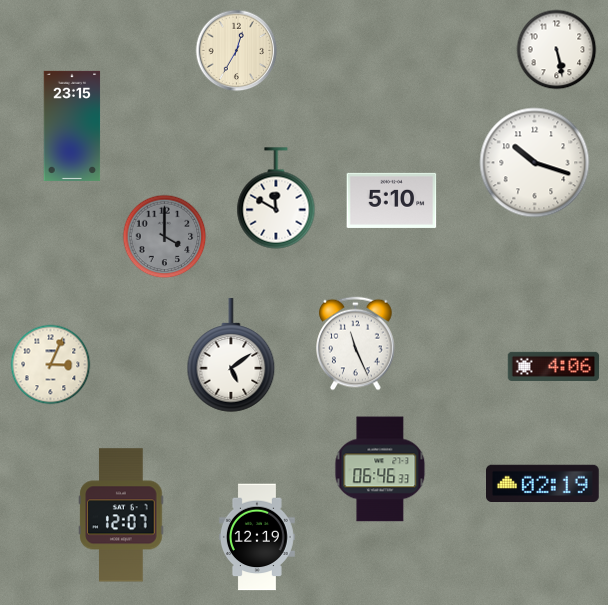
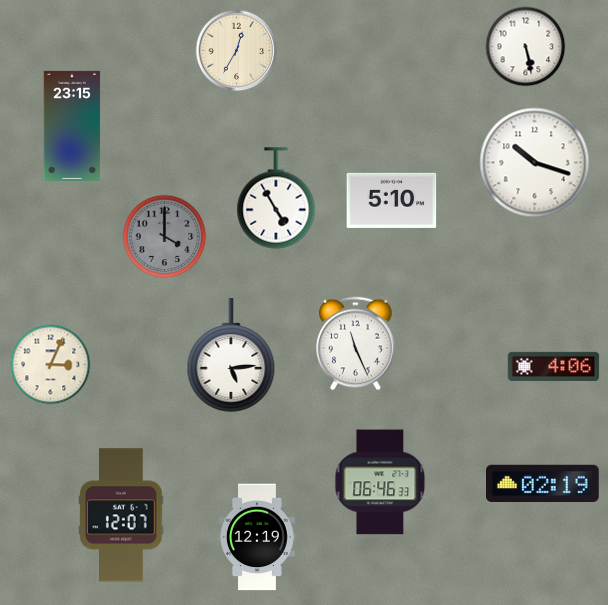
clock at (557, 50) position: (557, 50) -> (526, 47)
clock at (276, 198): 11:50 -> 4:55
clock at (231, 355): 5:09 -> 5:14
clock at (380, 469) position: (380, 469) -> (380, 482)
